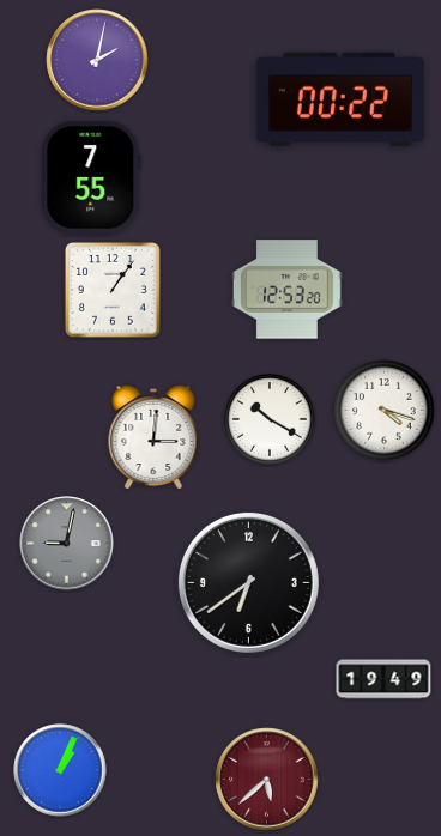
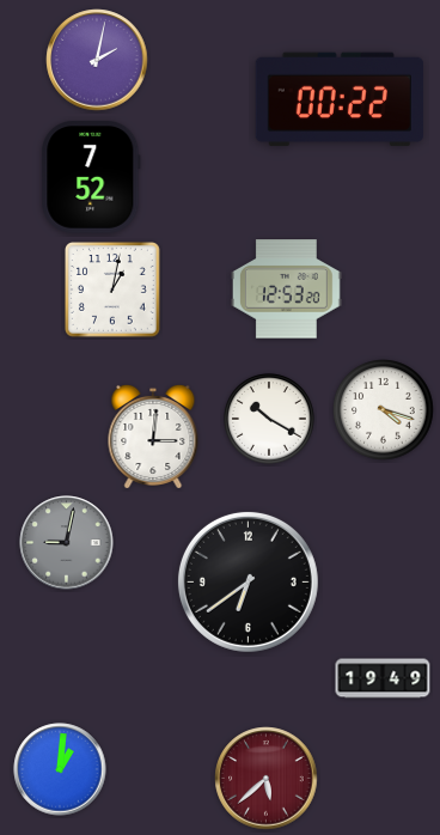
clock at (91, 178): 7:55 -> 7:52
clock at (114, 291): 1:06 -> 1:02
clock at (60, 770): 1:04 -> 1:01
